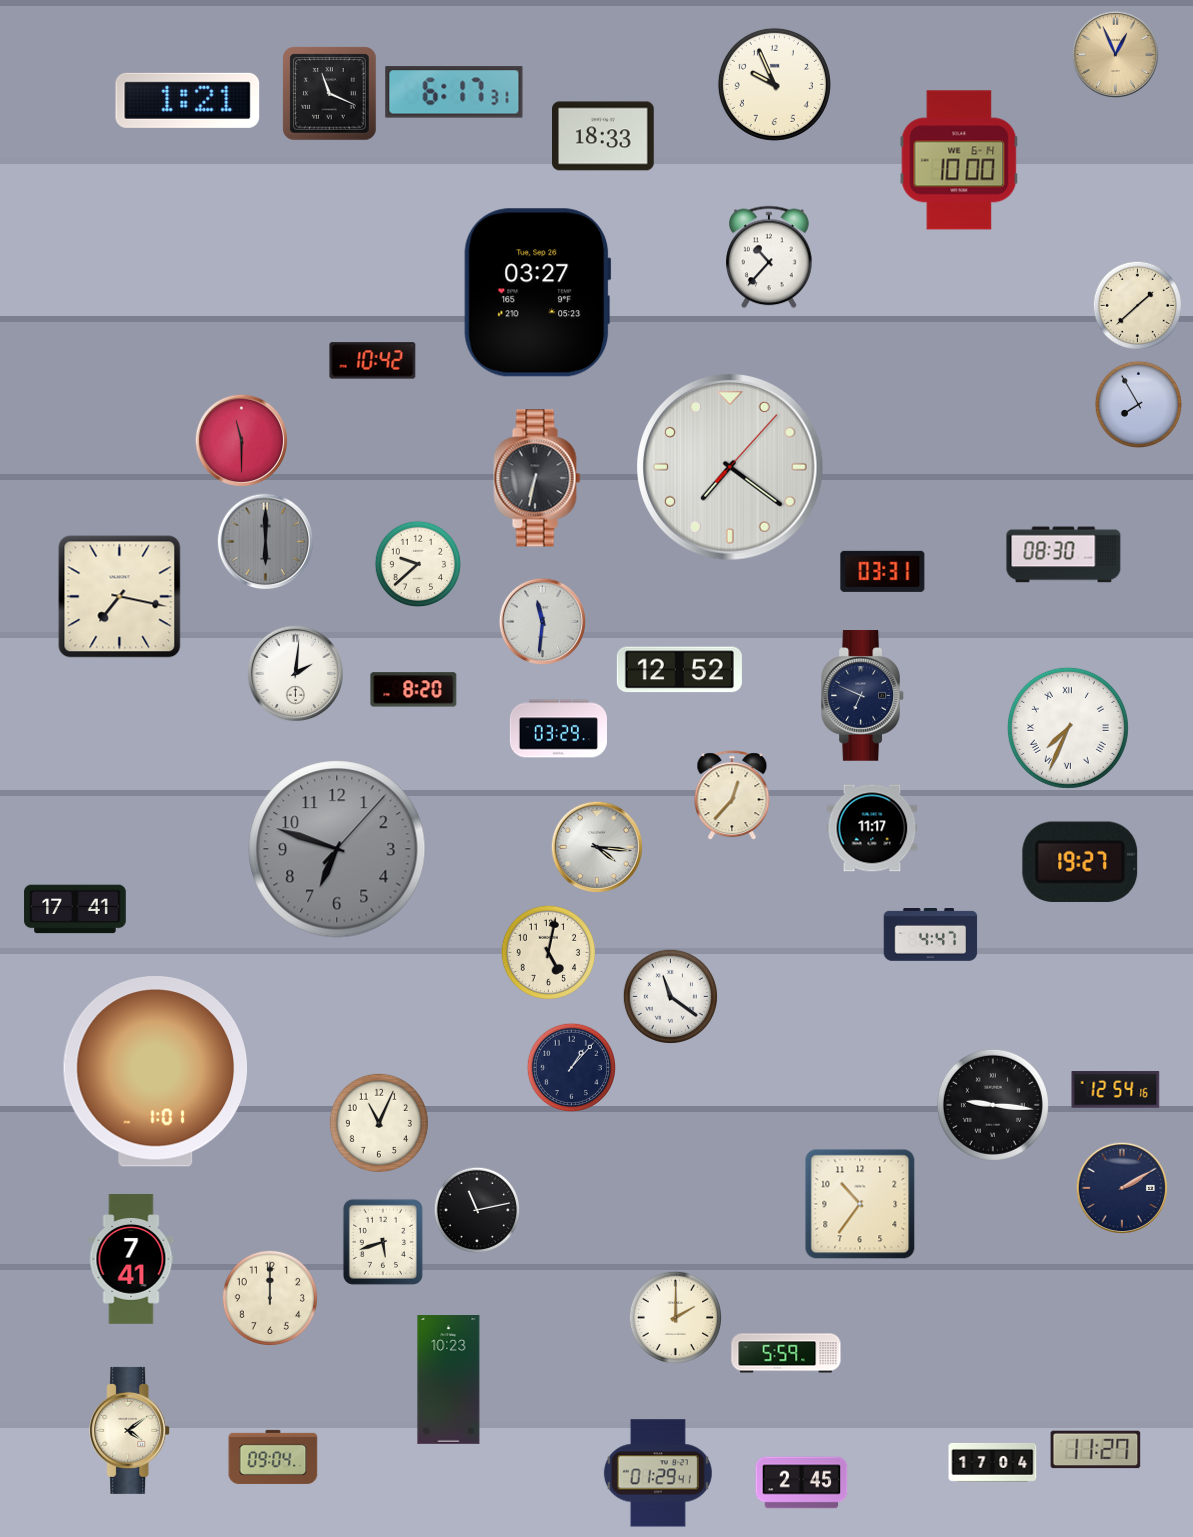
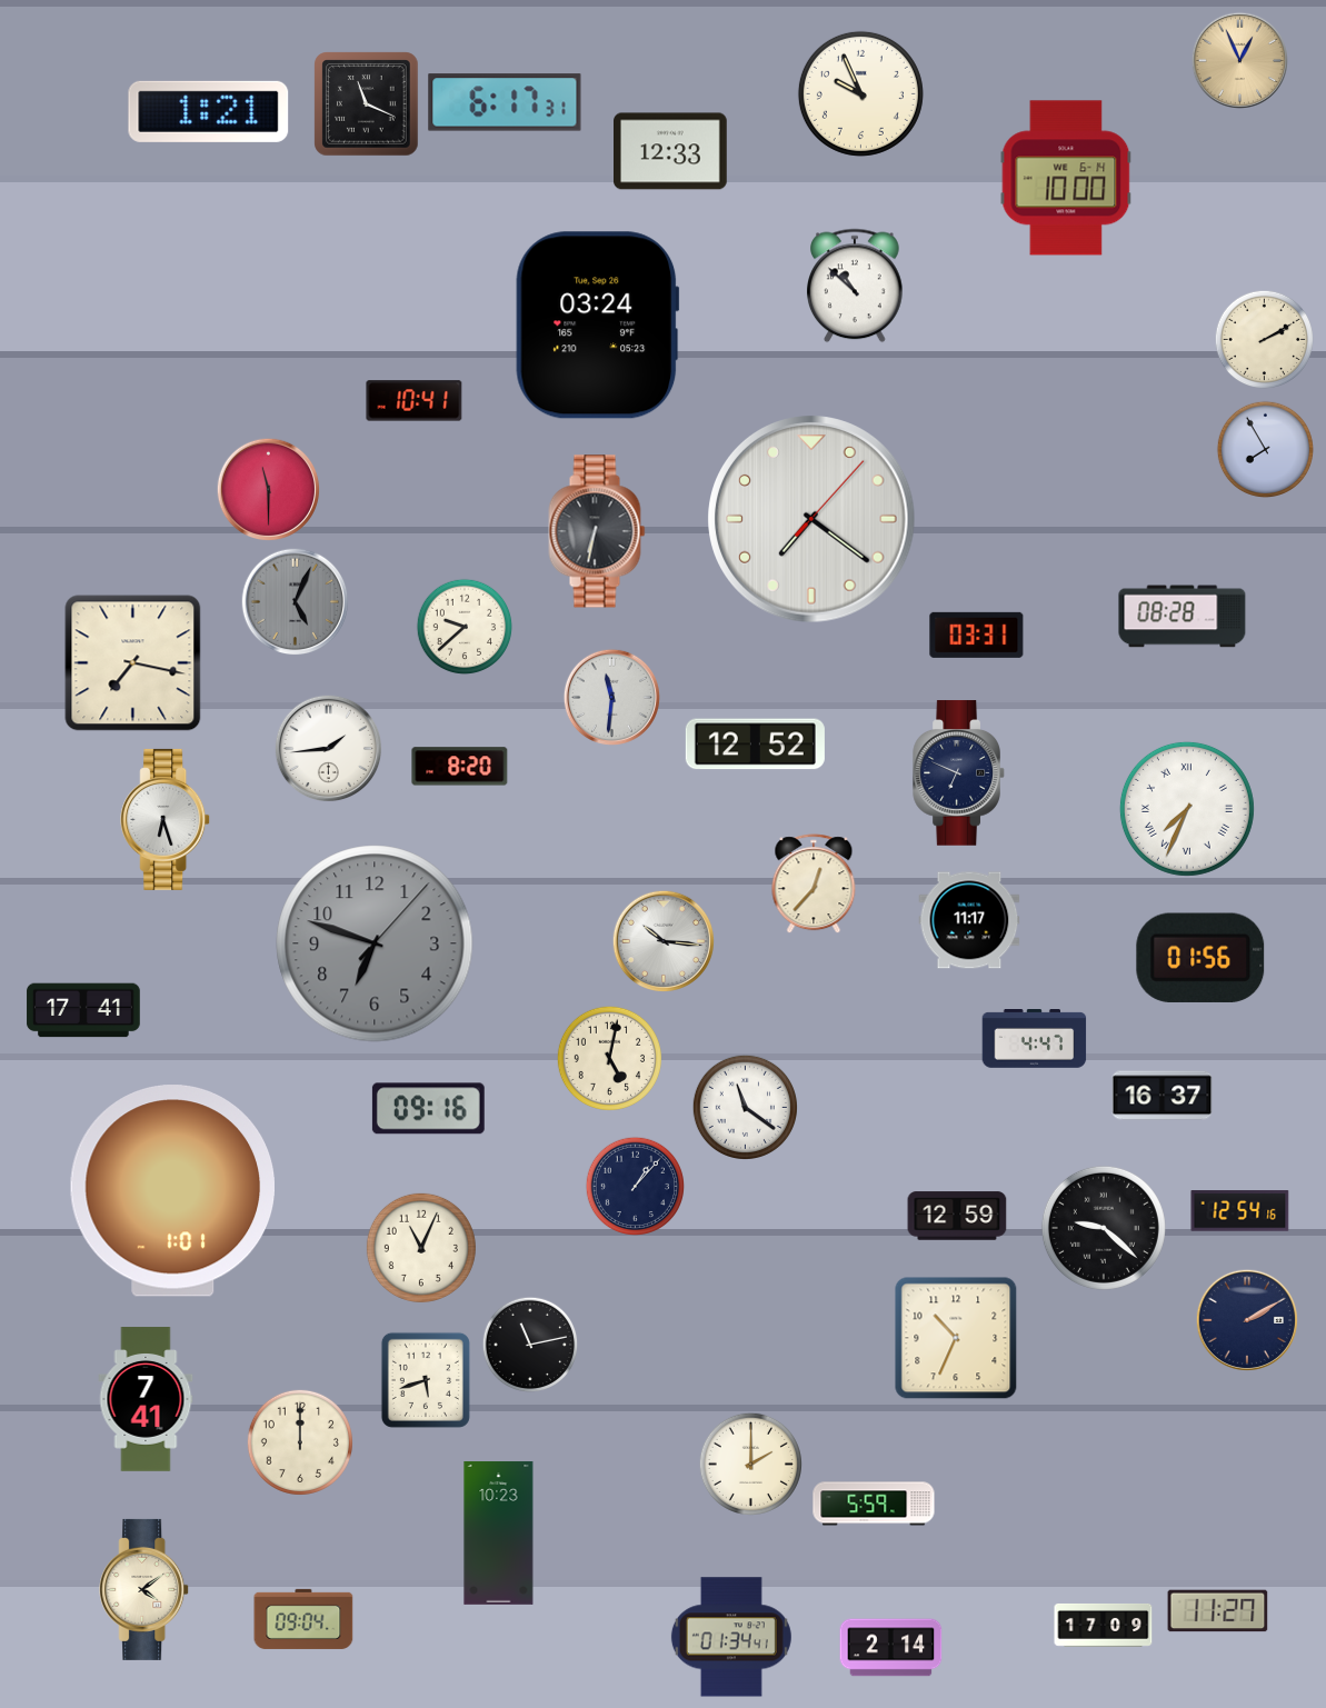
clock at (604, 136): 18:33 -> 12:33
clock at (770, 257): 10:37 -> 10:52
clock at (538, 293): 03:27 -> 03:24
clock at (1137, 305): 1:38 -> 2:10
clock at (373, 361): 10:42 -> 10:41
clock at (266, 542): 6:00 -> 5:04
clock at (1064, 555): 08:30 -> 08:28
clock at (883, 571) position: (883, 571) -> (977, 635)
clock at (542, 621) position: (542, 621) -> (611, 697)
clock at (296, 674): 2:01 -> 1:44
clock at (558, 729): 03:29 -> none
clock at (166, 819): none -> 6:27
clock at (596, 846): 4:16 -> 10:16
clock at (1080, 862): 19:27 -> 01:56
clock at (1163, 1096): none -> 16:37
clock at (428, 1109): none -> 09:16
clock at (957, 1216): none -> 12:59
clock at (993, 1105): 9:16 -> 9:22
clock at (860, 1204): 10:36 -> 10:34
clock at (993, 1463): 17:04 -> 17:09
clock at (658, 1473): 01:29 -> 01:34
clock at (802, 1483): 2:45 -> 2:14
